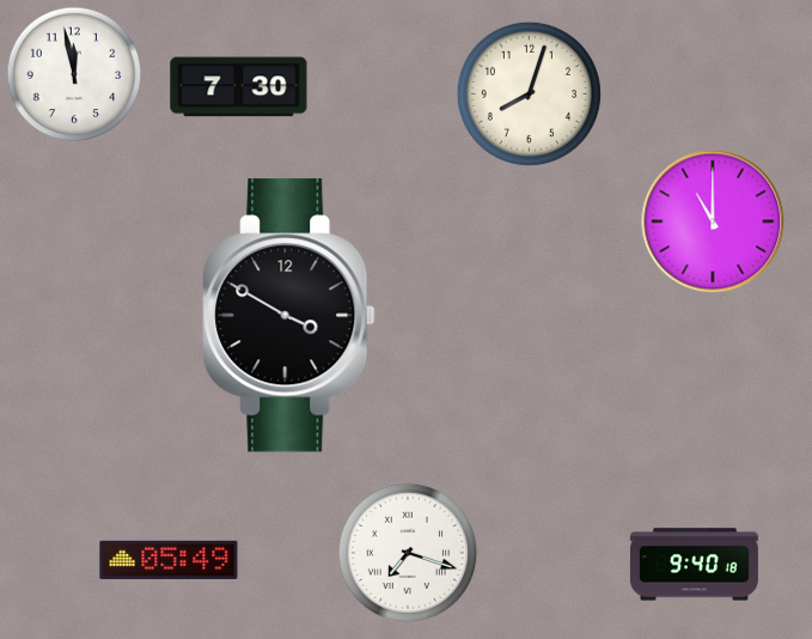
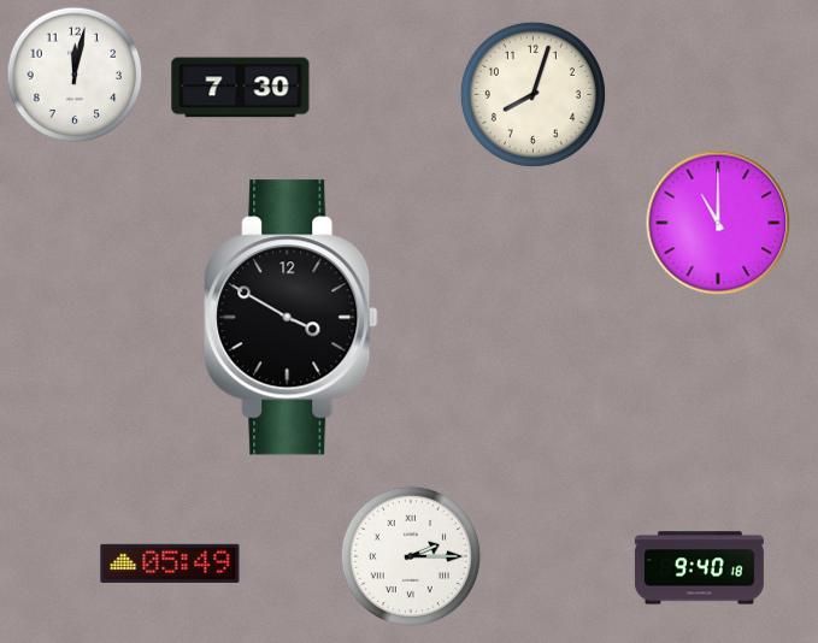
clock at (74, 74): 11:58 -> 12:02
clock at (407, 552): 7:18 -> 2:15
